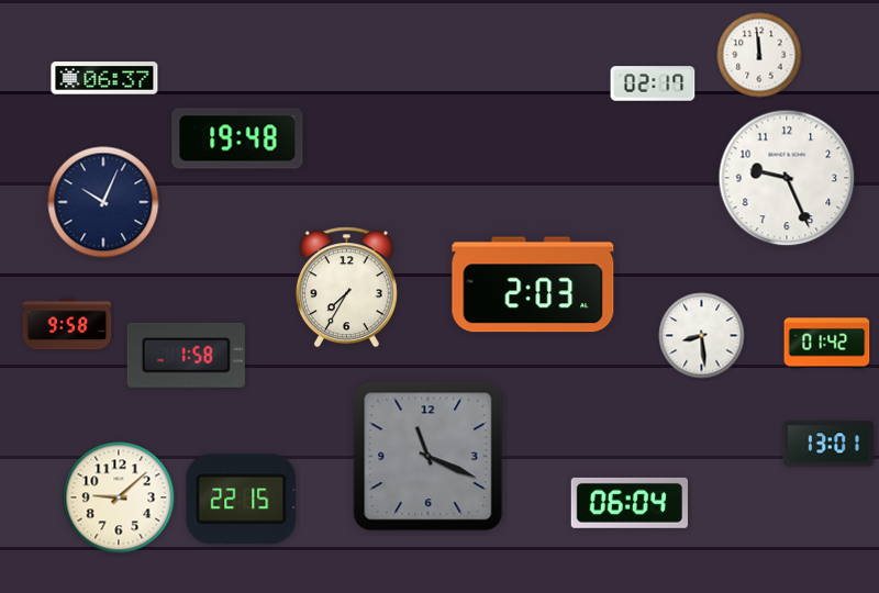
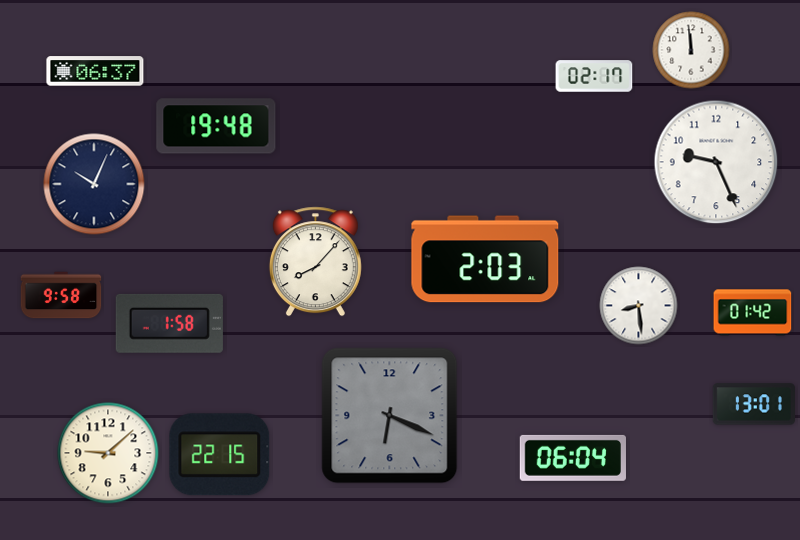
clock at (346, 288): 7:35 -> 8:07
clock at (429, 457): 11:19 -> 6:19
